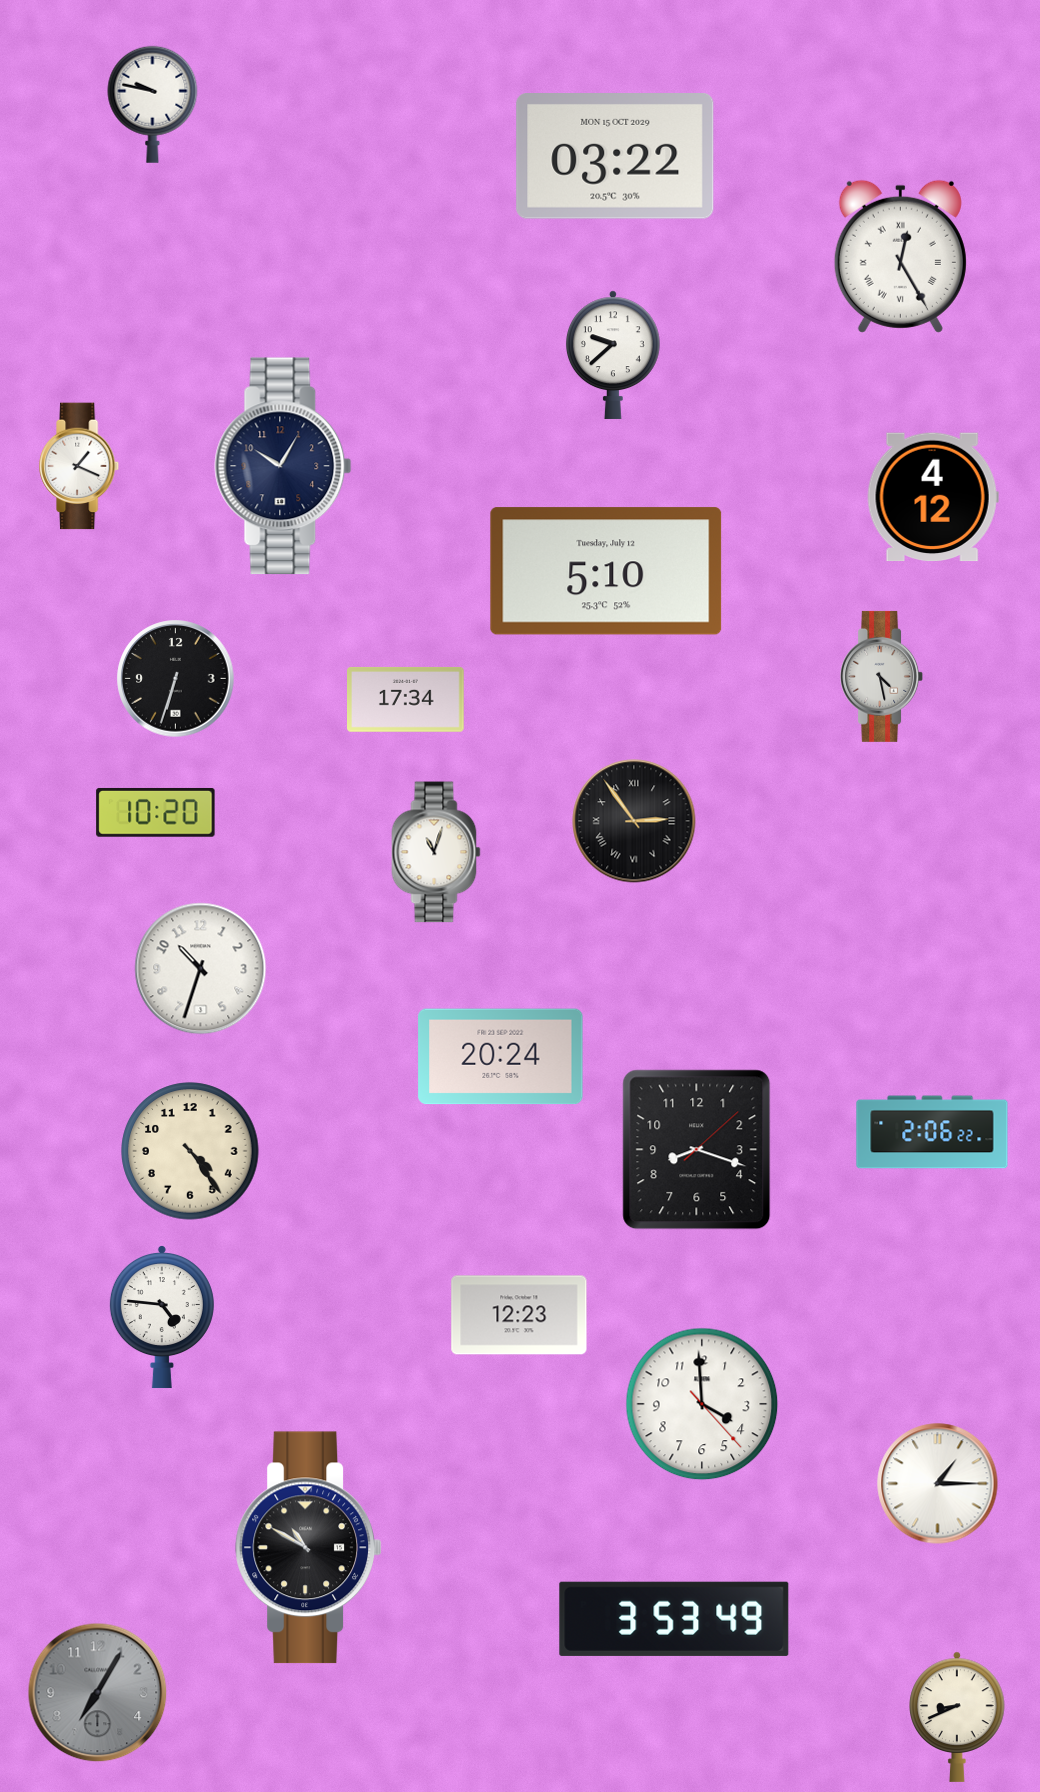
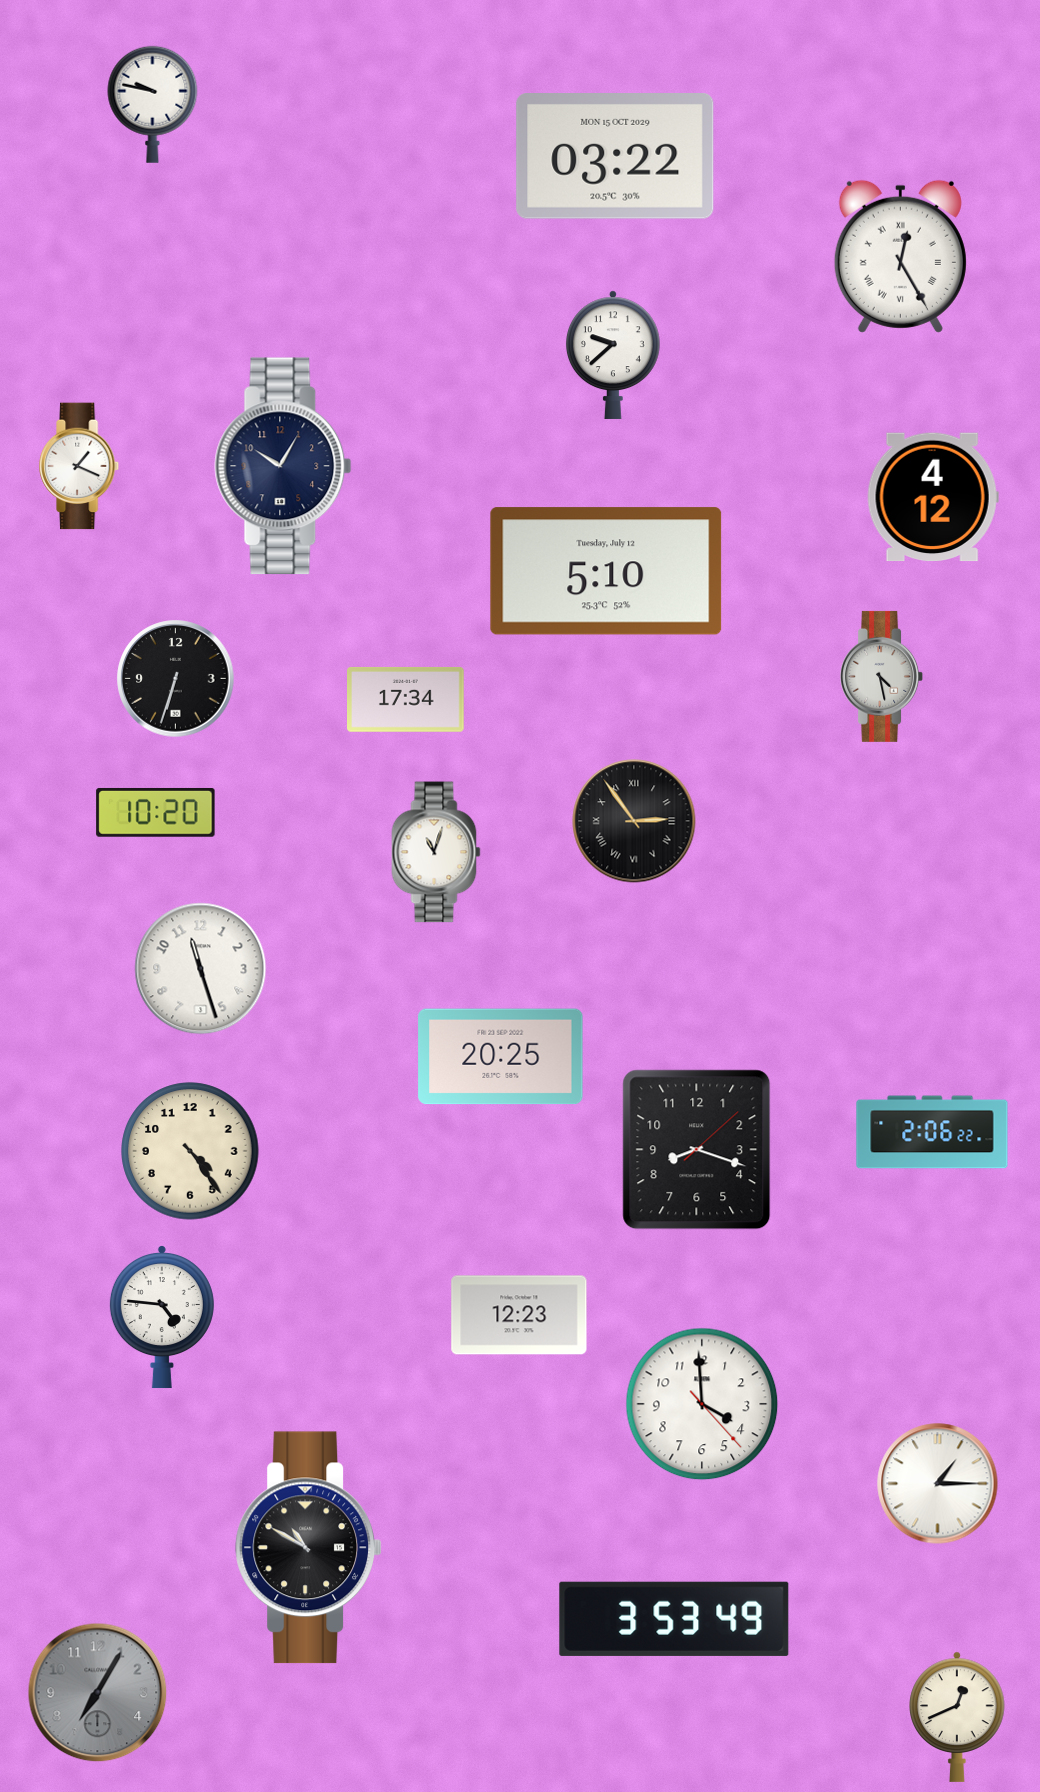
clock at (201, 969): 10:33 -> 11:27
clock at (501, 1057): 20:24 -> 20:25
clock at (957, 1717): 8:41 -> 12:41
